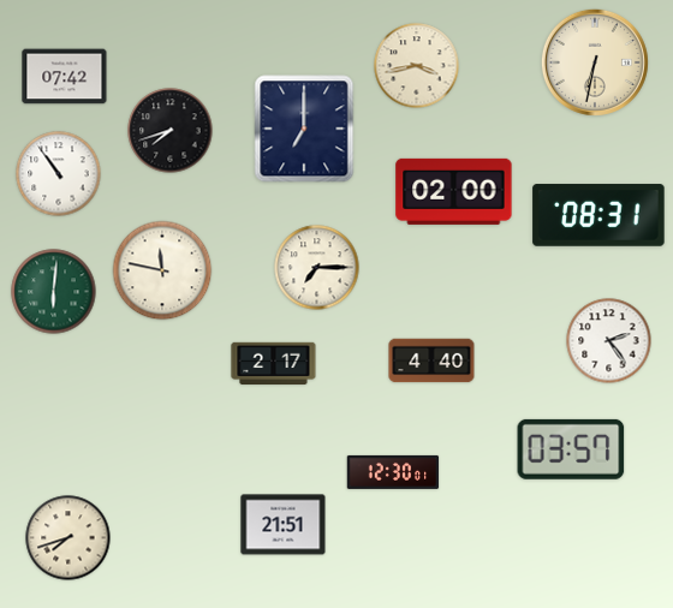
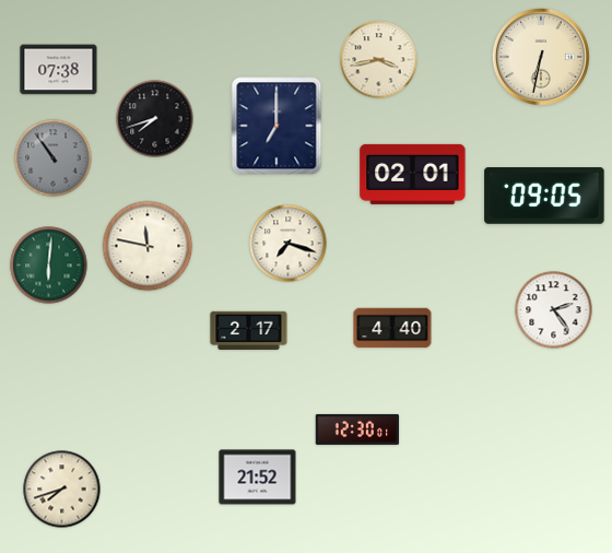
clock at (65, 77): 07:42 -> 07:38
clock at (304, 129) position: (304, 129) -> (276, 126)
clock at (59, 174) dial: white -> grey
clock at (454, 191): 02:00 -> 02:01
clock at (598, 215): 08:31 -> 09:05
clock at (317, 268): 7:15 -> 7:18
clock at (571, 449): 03:57 -> none
clock at (284, 525): 21:51 -> 21:52
